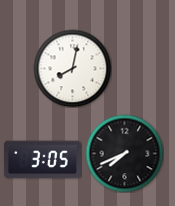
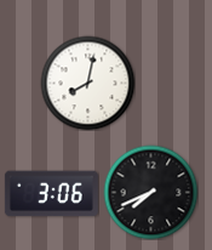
clock at (124, 153) position: (124, 153) -> (150, 192)
clock at (42, 160): 3:05 -> 3:06
